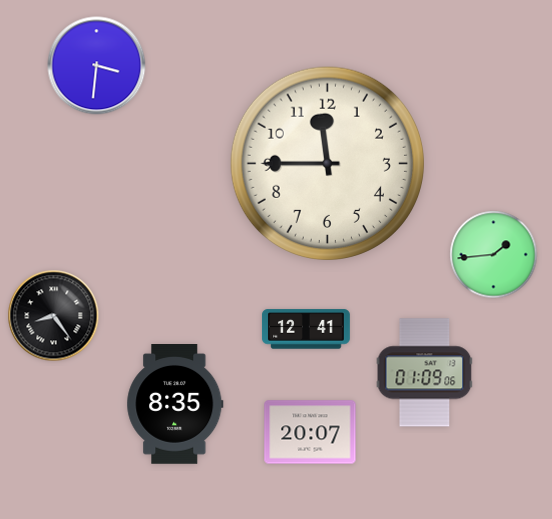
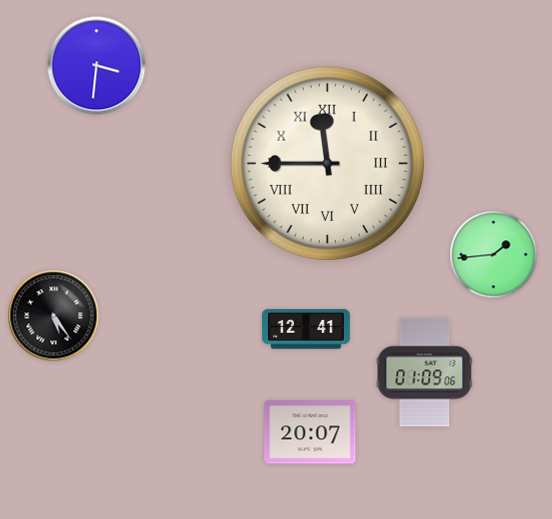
clock at (327, 163) numerals: Arabic -> Roman
clock at (54, 316): 8:24 -> 5:24
clock at (175, 405): 8:35 -> none
